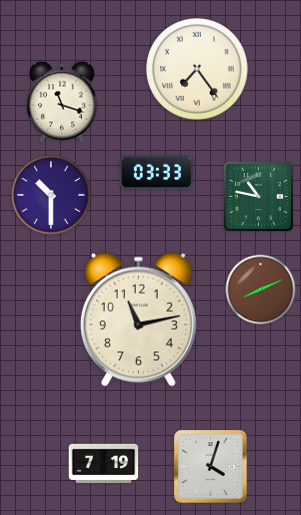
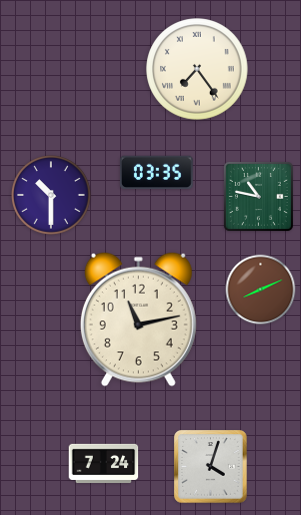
clock at (62, 102): 11:18 -> none
clock at (156, 172): 03:33 -> 03:35
clock at (104, 463): 7:19 -> 7:24
